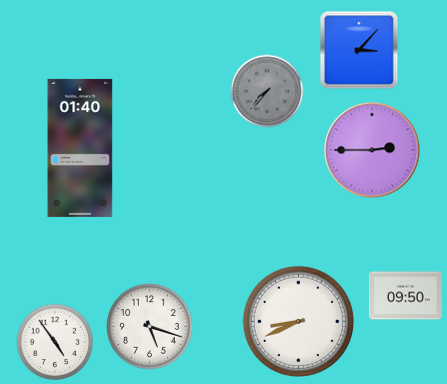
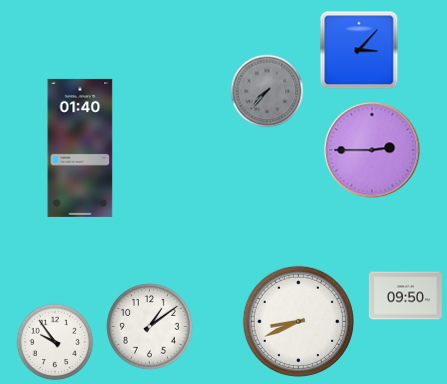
clock at (150, 327): 5:18 -> 1:09
clock at (55, 342): 4:54 -> 9:54
